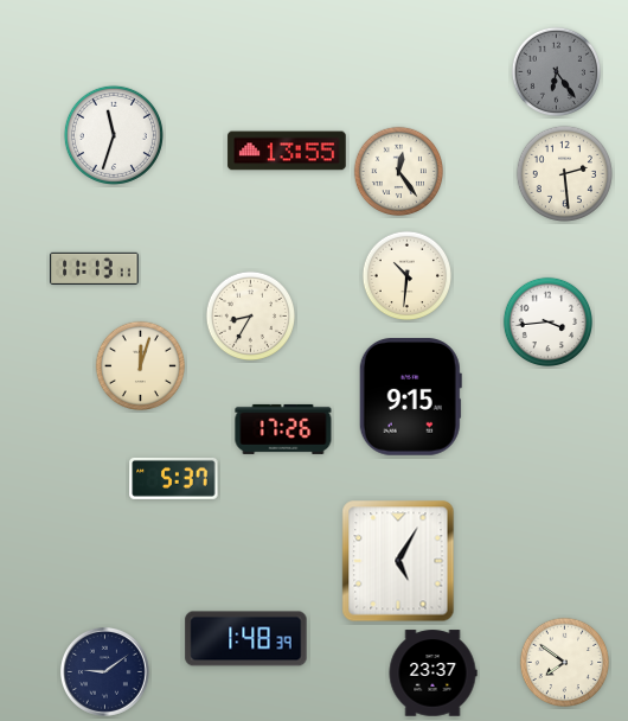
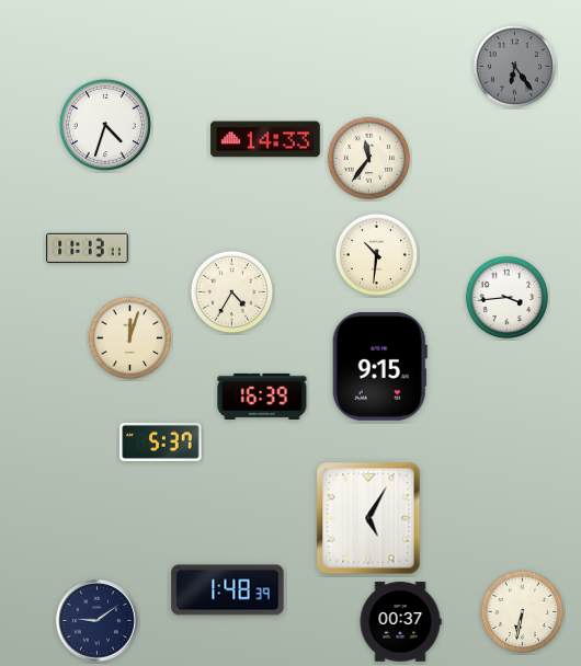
clock at (114, 135): 11:33 -> 4:33
clock at (287, 151): 13:55 -> 14:33
clock at (398, 171): 12:24 -> 11:36
clock at (564, 173): 2:29 -> none
clock at (250, 315): 8:35 -> 4:35
clock at (283, 429): 17:26 -> 16:39
clock at (564, 662): 7:51 -> 6:32
clock at (432, 674): 23:37 -> 00:37
